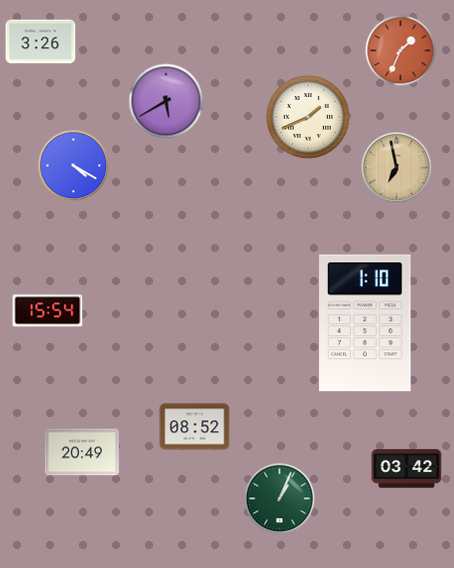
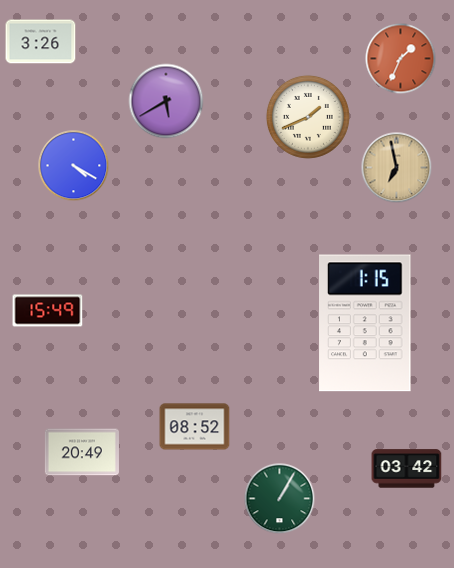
clock at (401, 51) position: (401, 51) -> (401, 59)
clock at (48, 311): 15:54 -> 15:49
clock at (365, 323): 1:10 -> 1:15
clock at (280, 499): 1:04 -> 1:05
